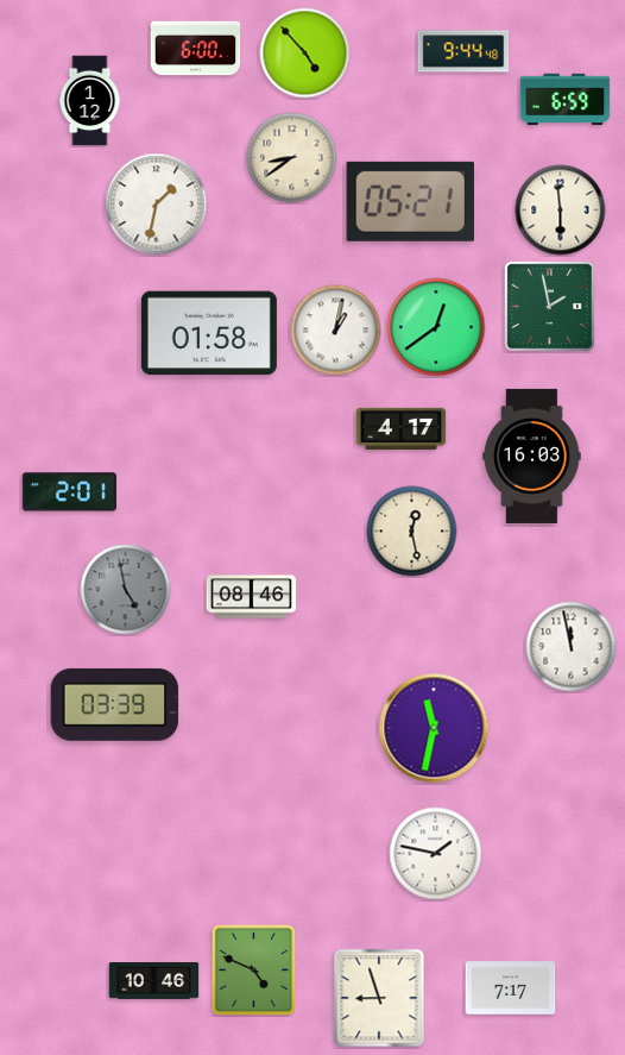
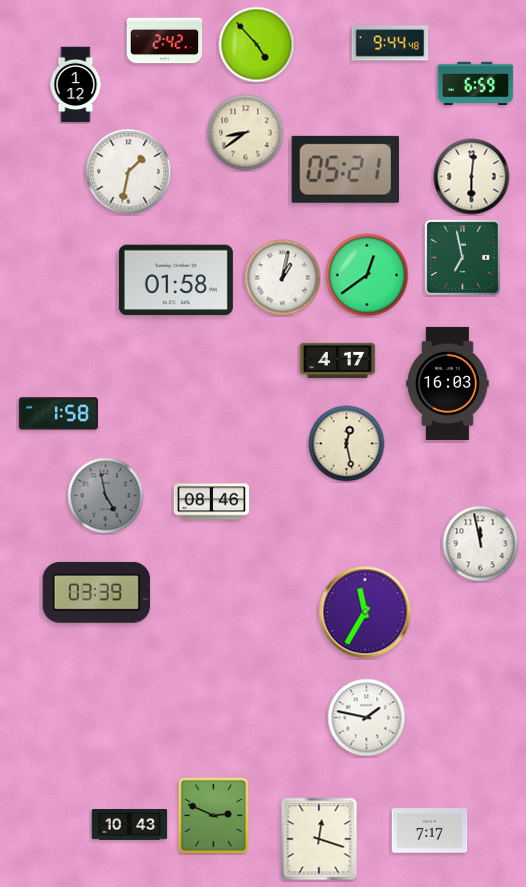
clock at (196, 49): 6:00 -> 2:42
clock at (157, 205) position: (157, 205) -> (129, 172)
clock at (561, 211): 5:59 -> 6:01
clock at (549, 306): 1:58 -> 6:58
clock at (69, 492): 2:01 -> 1:58
clock at (412, 532) position: (412, 532) -> (347, 444)
clock at (434, 728): 11:32 -> 11:35
clock at (253, 969): 4:49 -> 2:49
clock at (154, 981): 10:46 -> 10:43
clock at (379, 998): 8:57 -> 12:18
